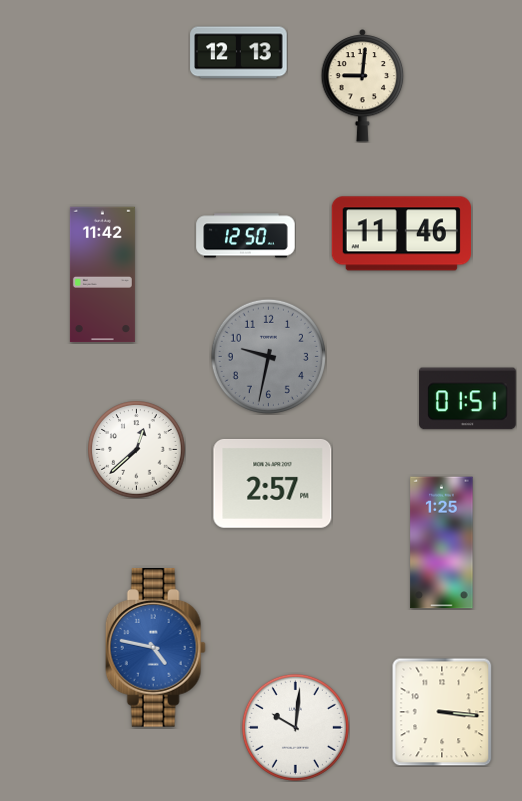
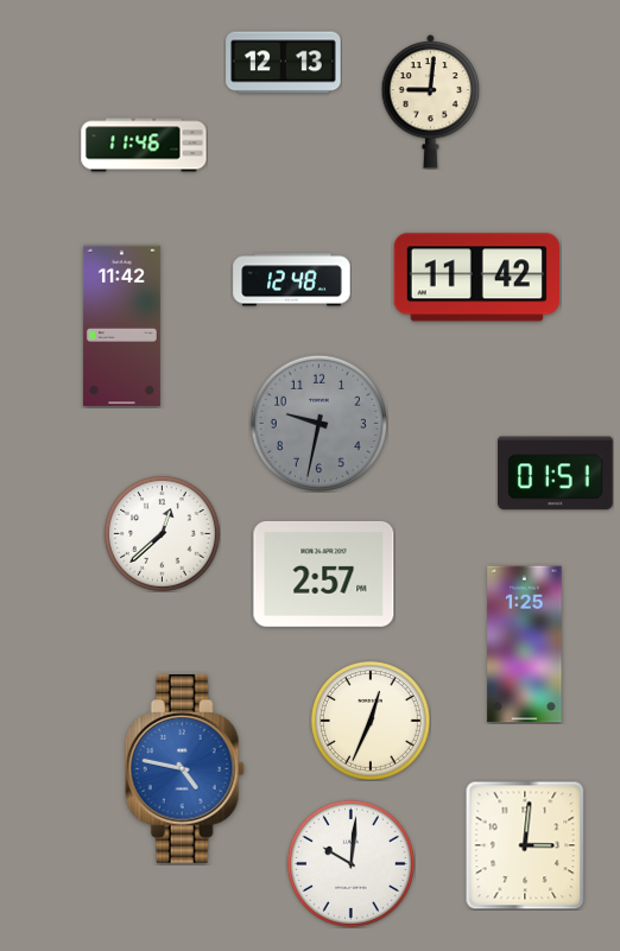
clock at (144, 145): none -> 11:46
clock at (401, 234): 11:46 -> 11:42
clock at (246, 236): 12:50 -> 12:48
clock at (372, 722): none -> 12:34
clock at (442, 712): 3:16 -> 3:01
